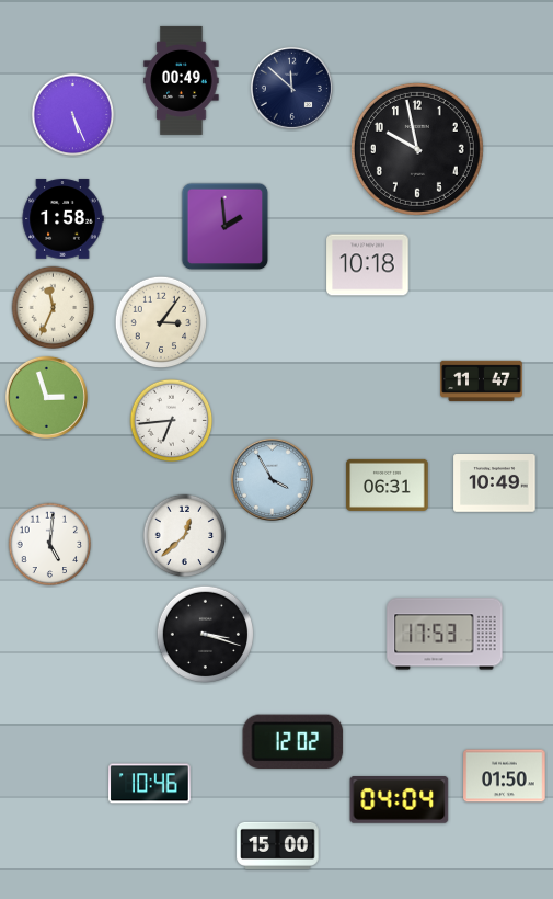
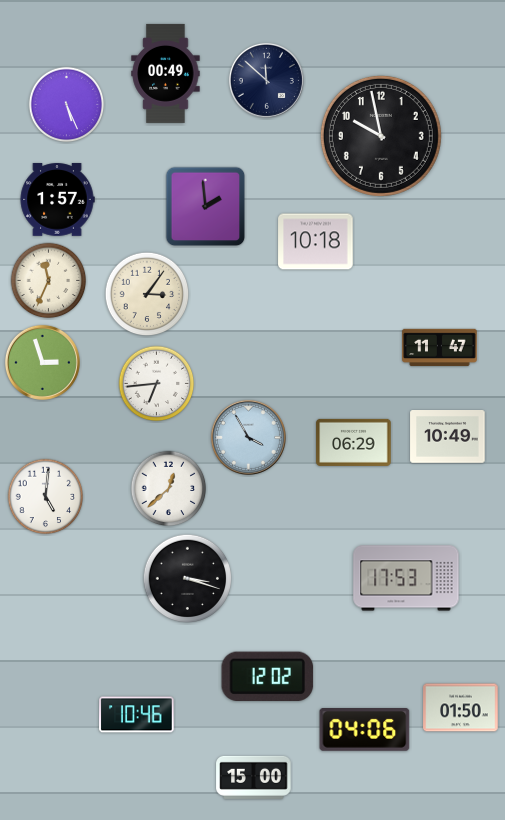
clock at (62, 219): 1:58 -> 1:57
clock at (368, 265) position: (368, 265) -> (316, 242)
clock at (495, 483) position: (495, 483) -> (448, 437)
clock at (388, 485): 06:31 -> 06:29
clock at (400, 800): 04:04 -> 04:06
clock at (278, 845) position: (278, 845) -> (254, 777)
